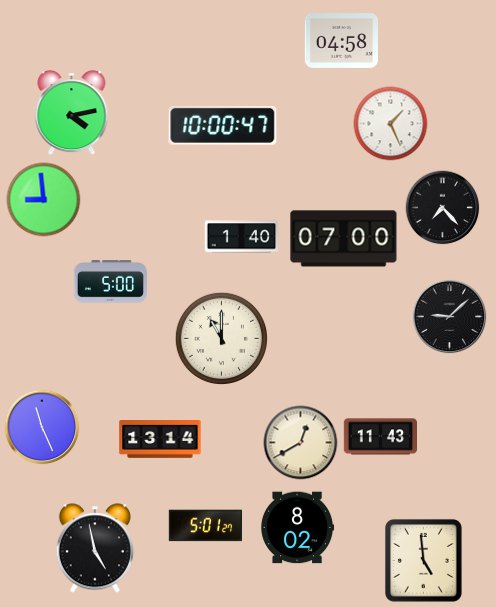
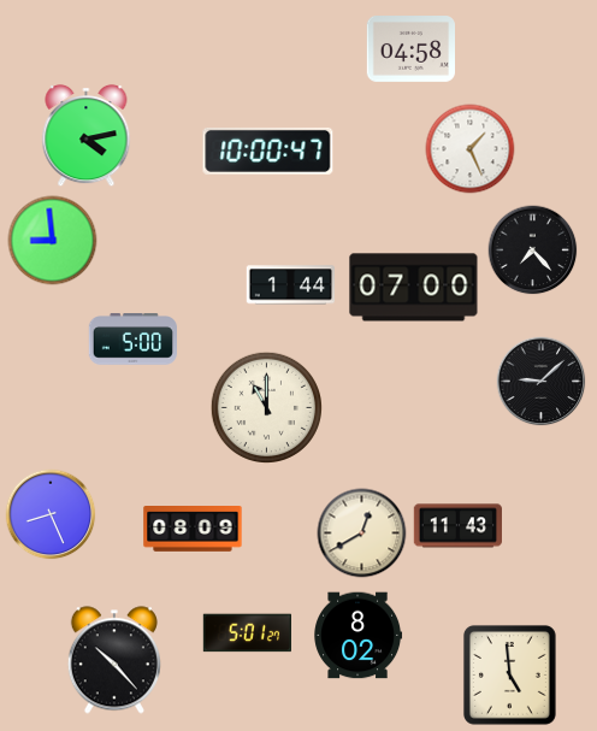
clock at (241, 237): 1:40 -> 1:44
clock at (42, 427): 11:26 -> 8:26
clock at (160, 439): 13:14 -> 08:09
clock at (95, 548): 4:58 -> 10:23
